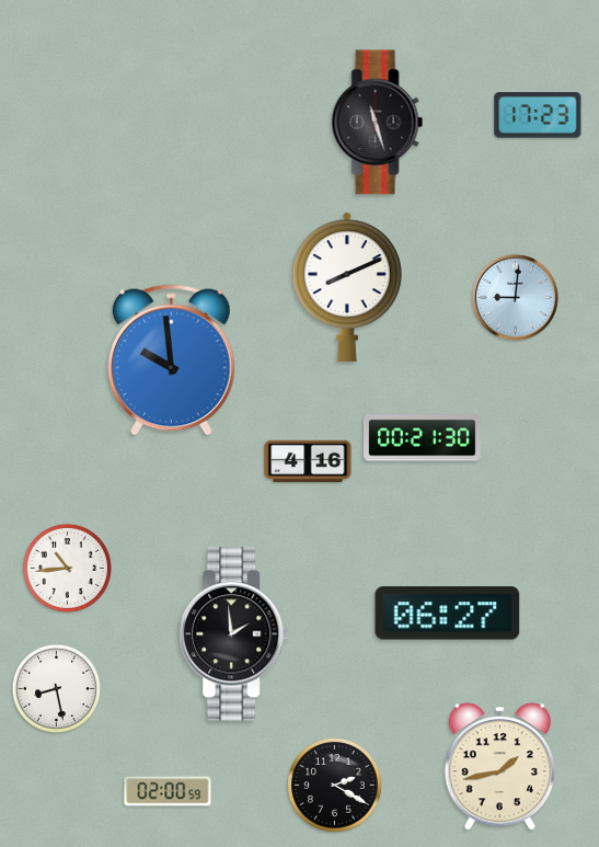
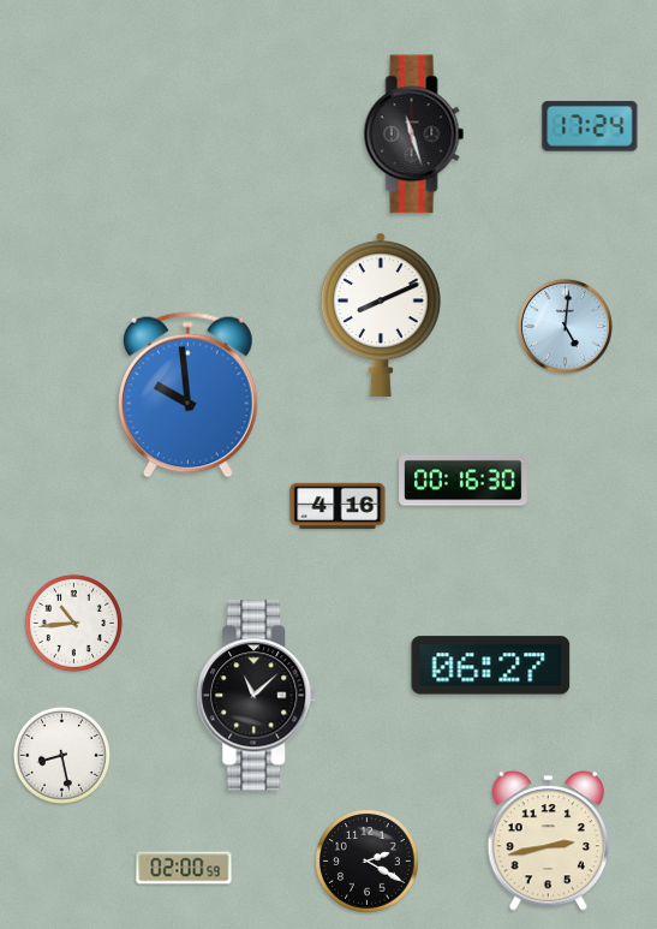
clock at (538, 115): 17:23 -> 17:24
clock at (515, 297): 9:01 -> 5:01
clock at (423, 438): 00:21 -> 00:16
clock at (448, 614) position: (448, 614) -> (491, 666)
clock at (234, 634): 1:59 -> 11:08
clock at (500, 767): 1:43 -> 2:43
